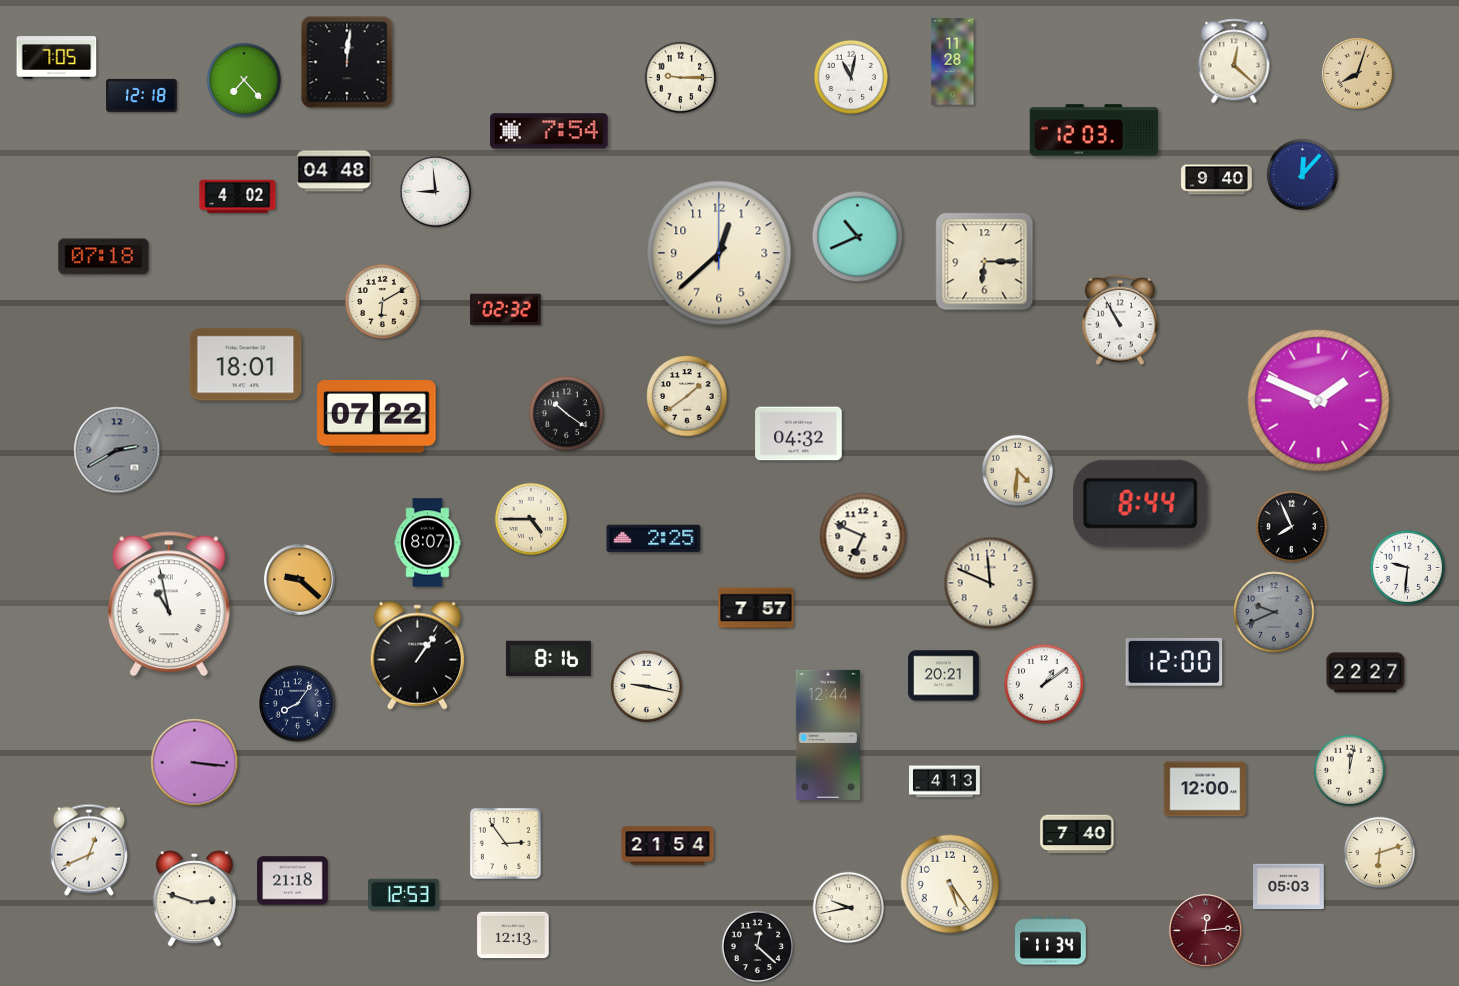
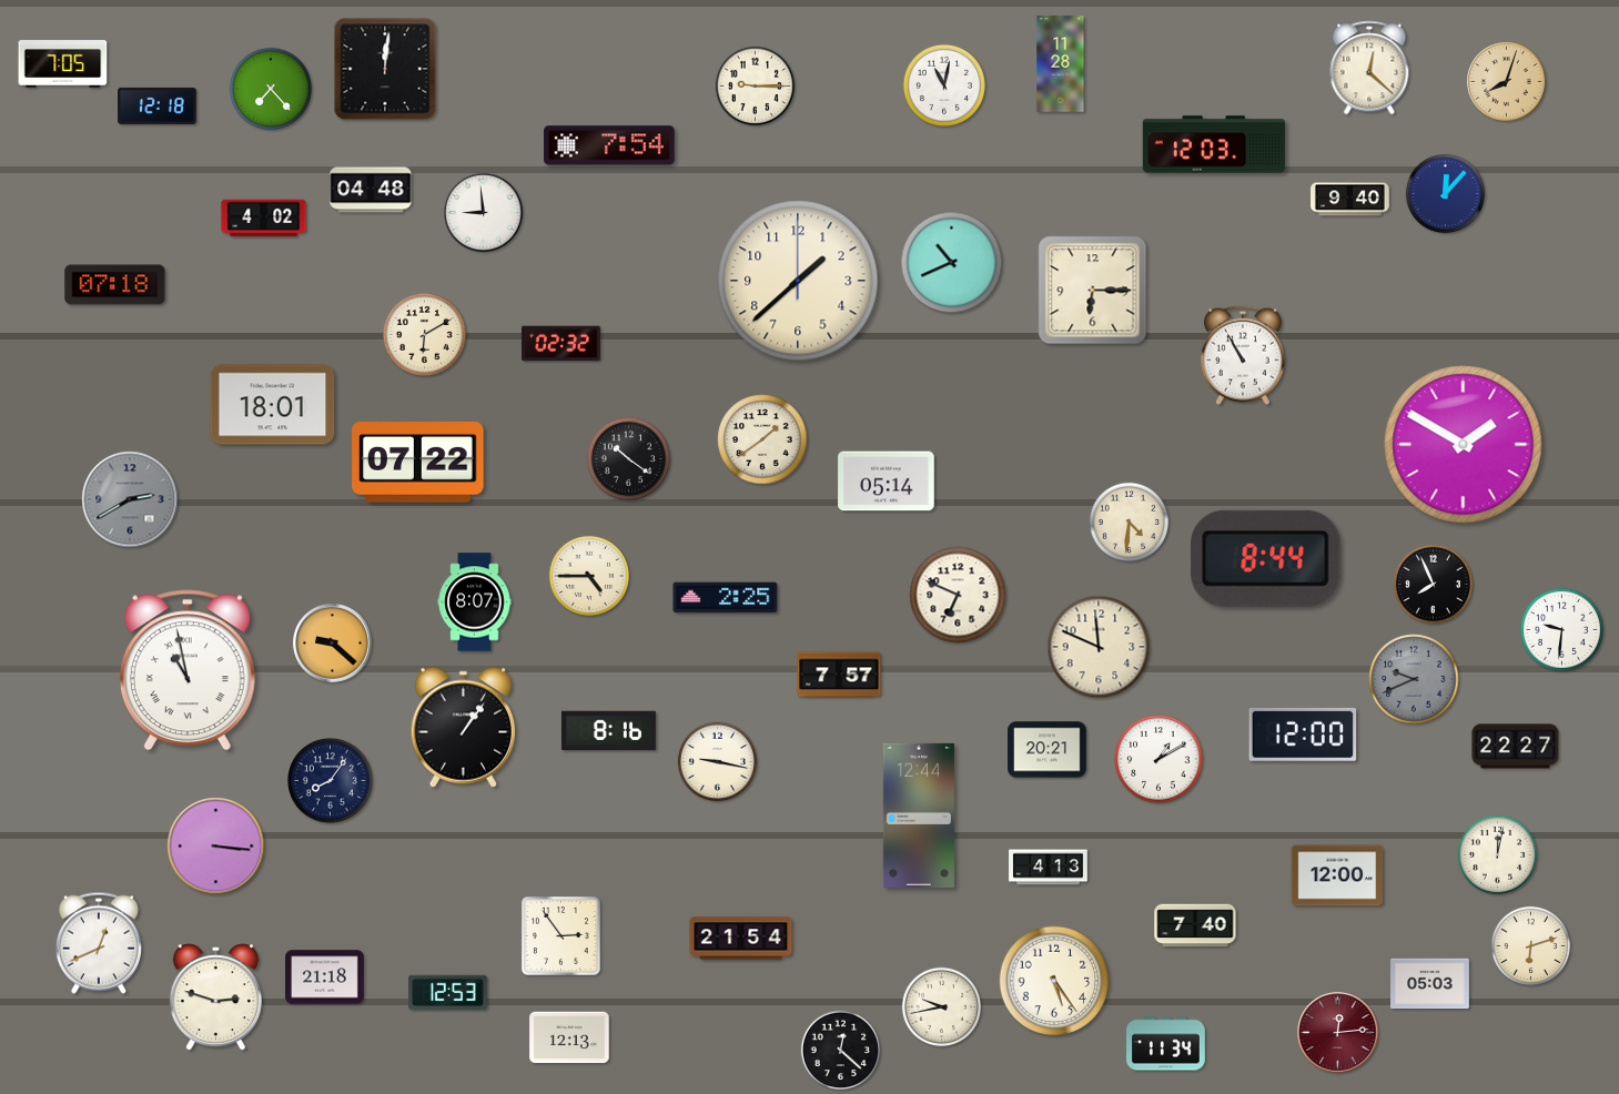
clock at (953, 62) position: (953, 62) -> (1061, 64)
clock at (719, 253): 12:38 -> 1:38
clock at (1319, 401): 1:49 -> 1:50
clock at (799, 434): 04:32 -> 05:14
clock at (1044, 684): 1:09 -> 1:10
